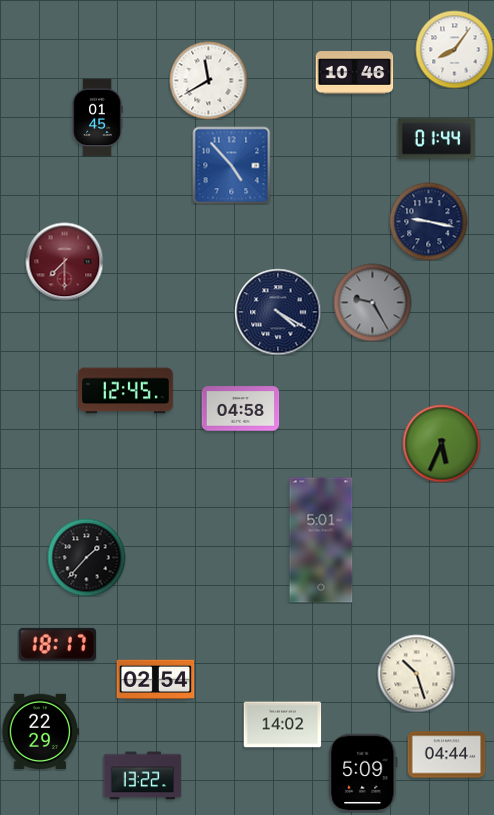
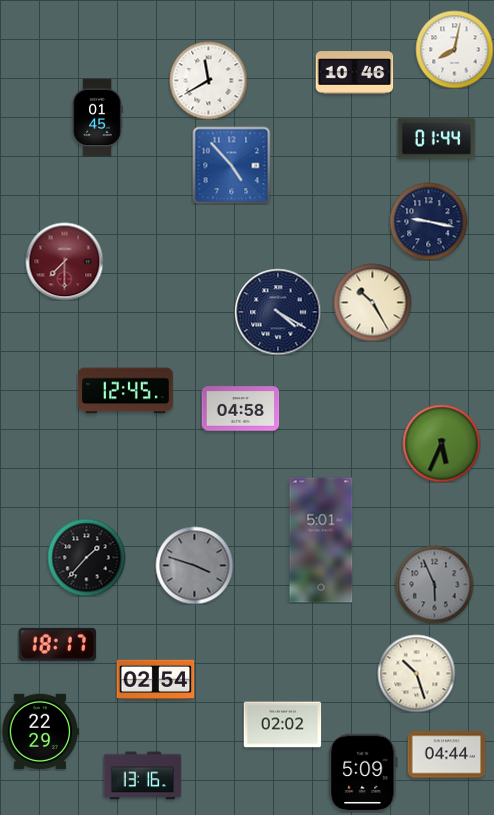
clock at (454, 49): 8:06 -> 8:02
clock at (372, 302): 9:25 -> 10:25
clock at (372, 302) dial: grey -> cream
clock at (194, 565): none -> 3:48
clock at (434, 584): none -> 5:56
clock at (282, 725): 14:02 -> 02:02
clock at (142, 776): 13:22 -> 13:16
